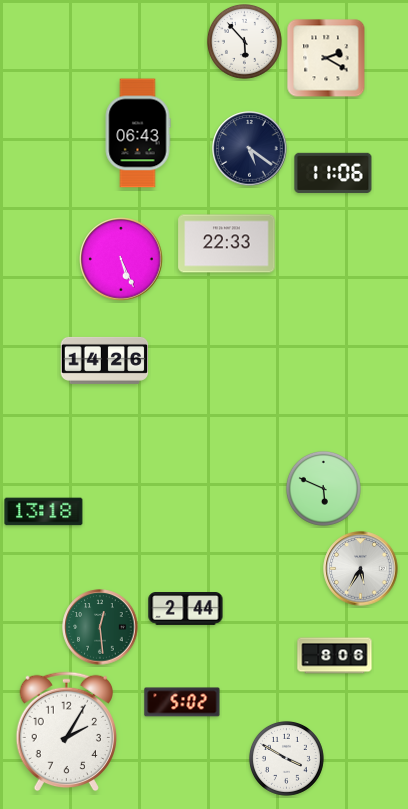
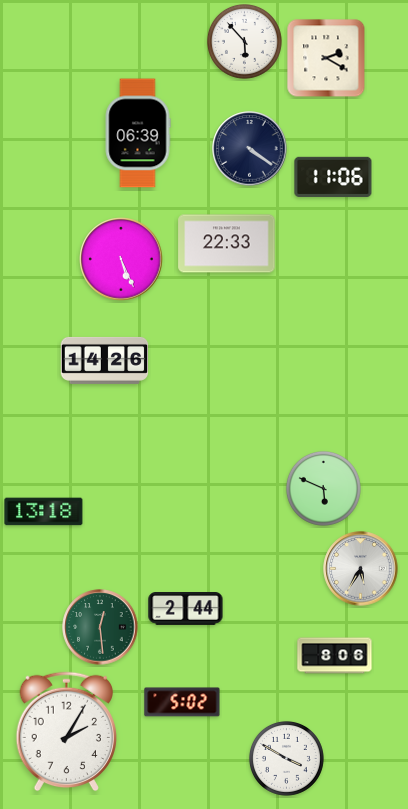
clock at (138, 133): 06:43 -> 06:39
clock at (250, 149): 5:21 -> 4:21
clock at (333, 172) position: (333, 172) -> (333, 176)
